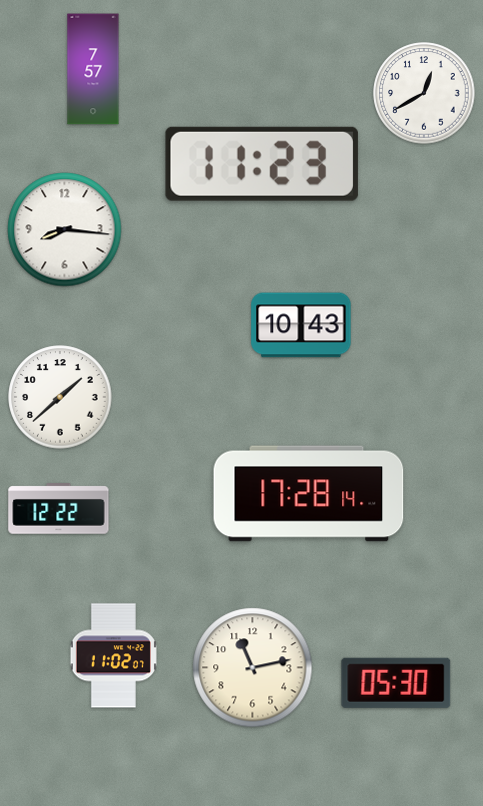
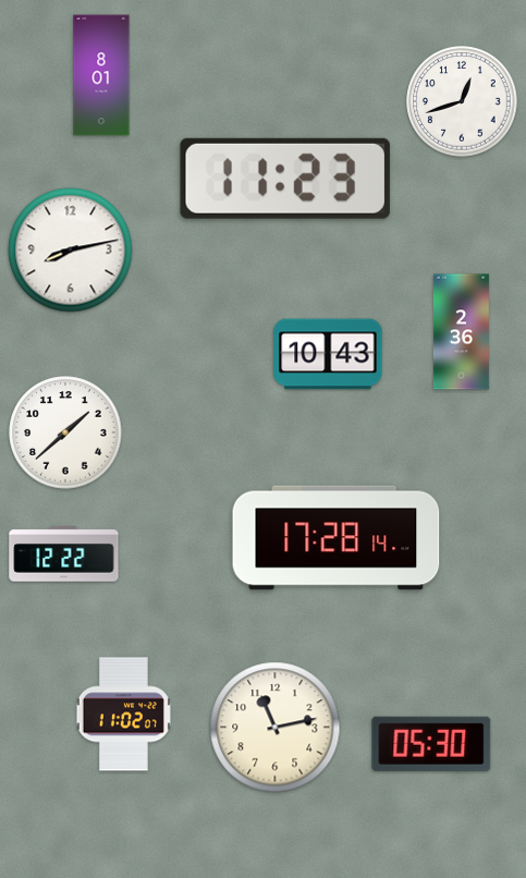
clock at (93, 69): 7:57 -> 8:01
clock at (424, 93): 12:40 -> 12:42
clock at (65, 230): 8:16 -> 8:13
clock at (461, 332): none -> 2:36
